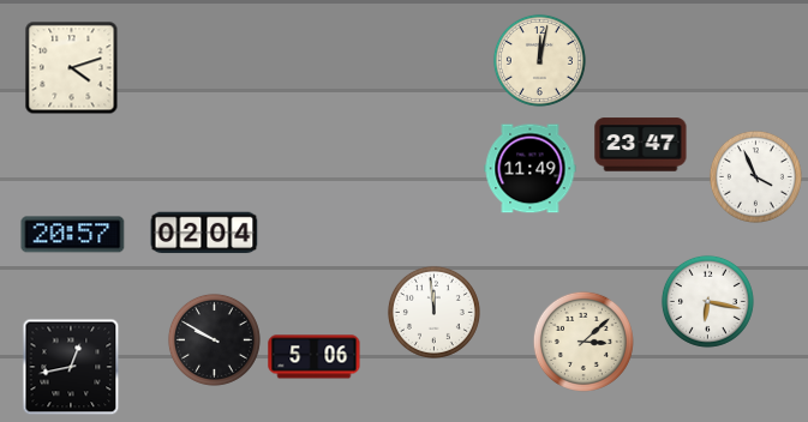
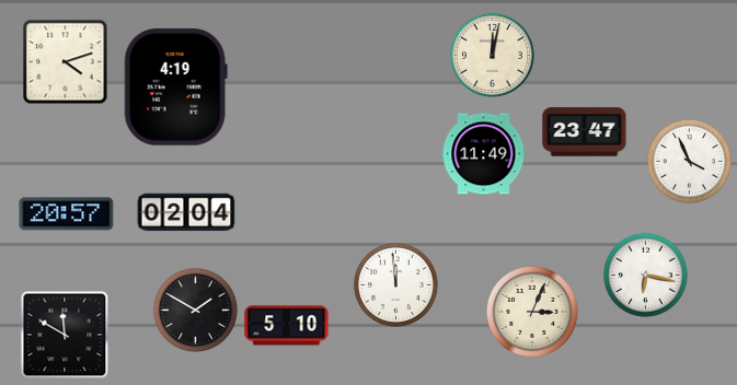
clock at (175, 87): none -> 4:19
clock at (214, 339): 9:50 -> 1:50
clock at (583, 342): 3:08 -> 3:04
clock at (315, 357): 5:06 -> 5:10
clock at (71, 367): 12:43 -> 11:50
